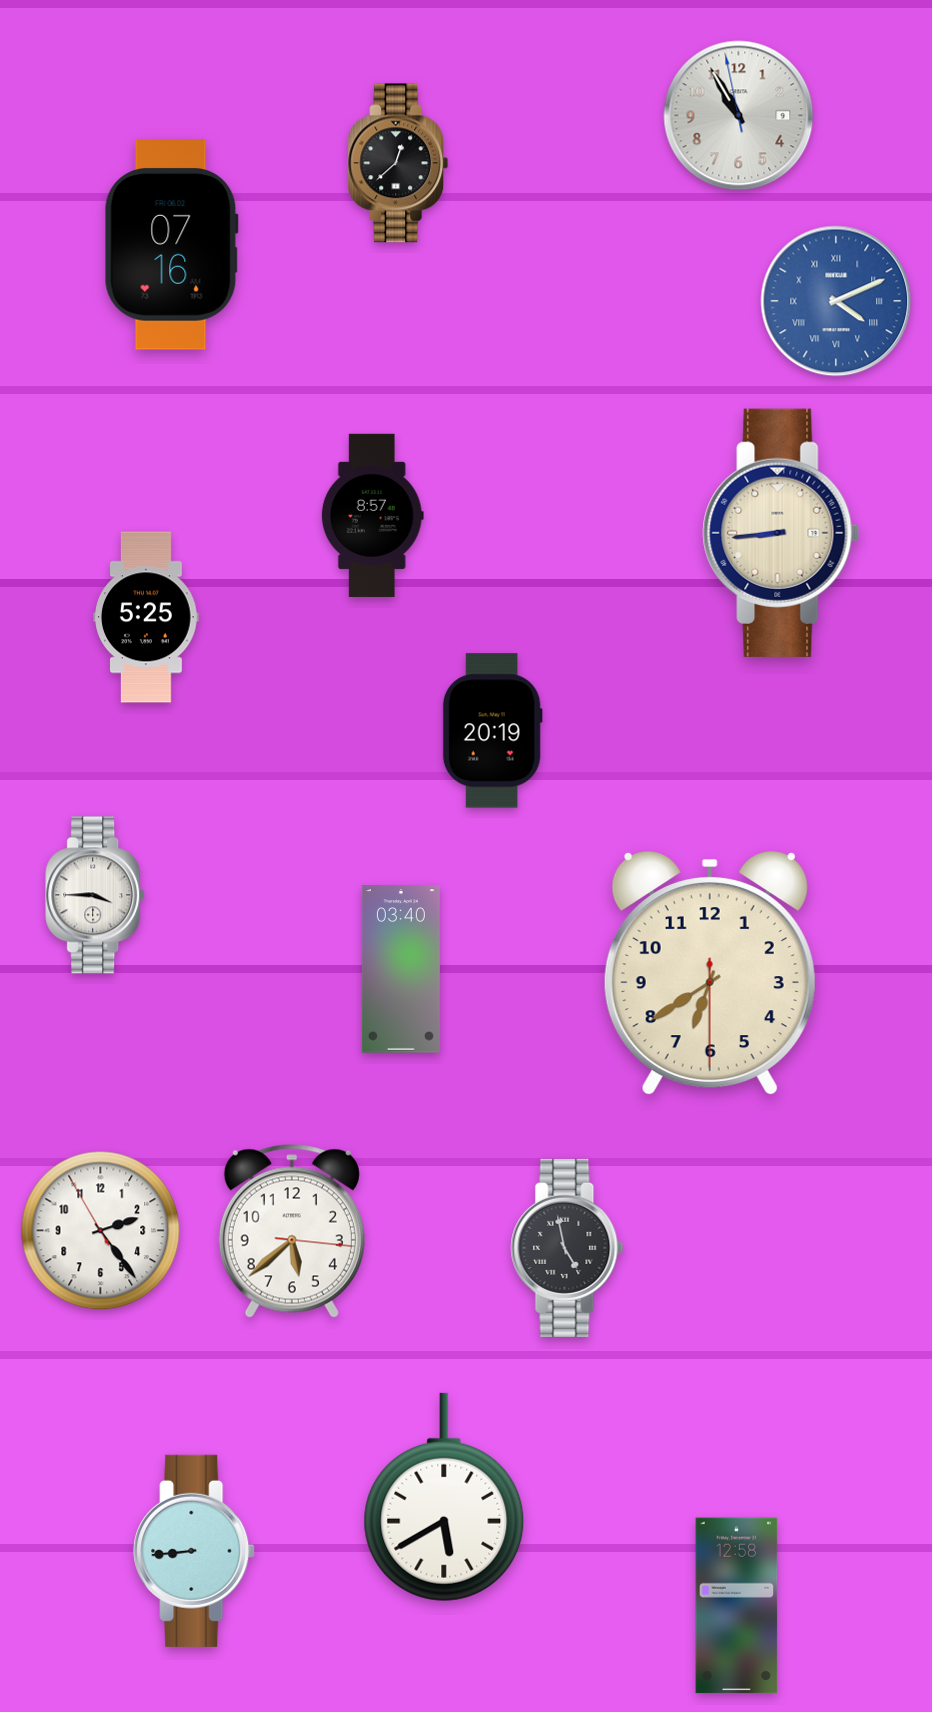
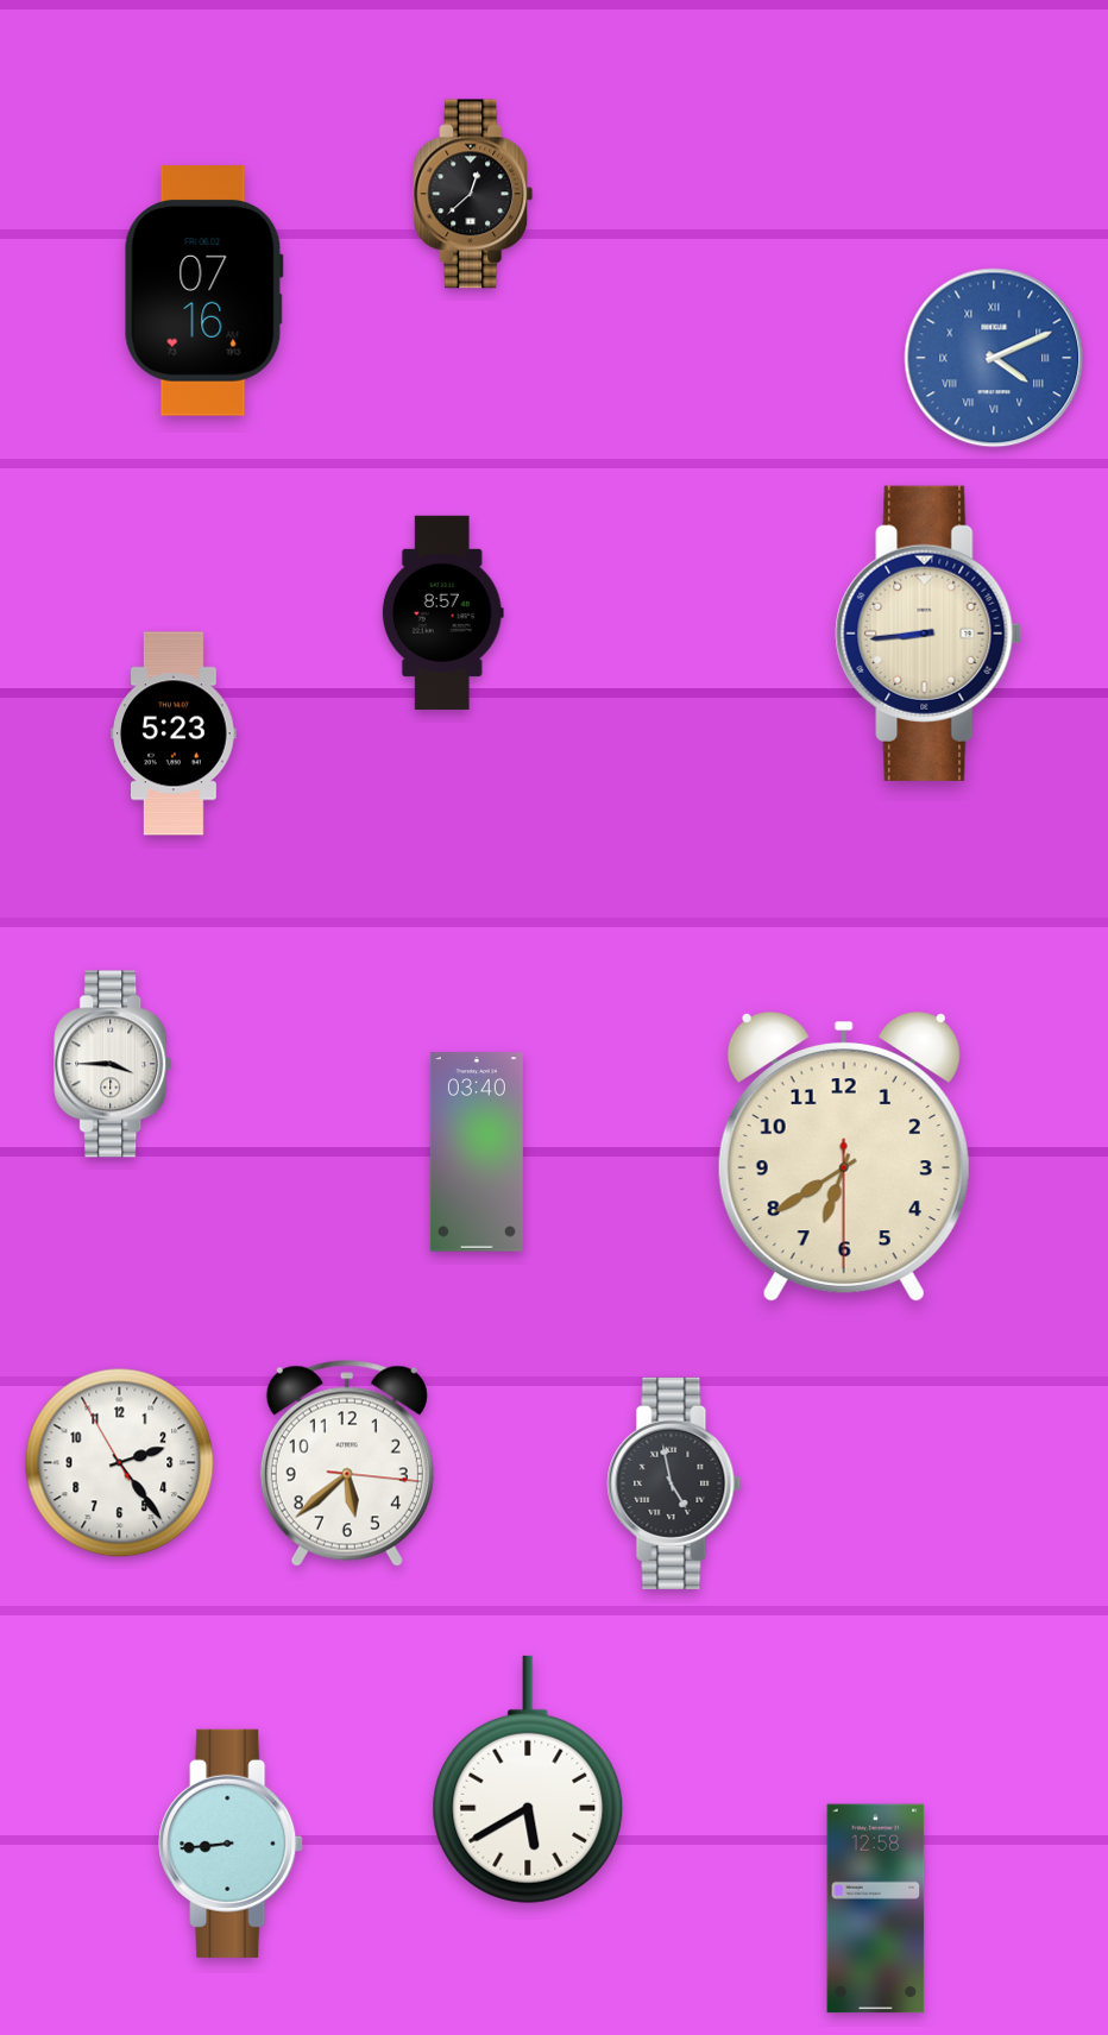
clock at (739, 116): 10:54 -> none
clock at (146, 617): 5:25 -> 5:23
clock at (492, 731): 20:19 -> none
